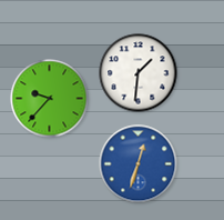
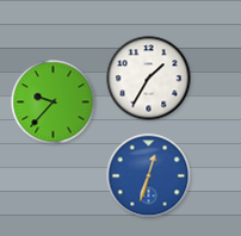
clock at (139, 73): 1:31 -> 1:35
clock at (50, 99) position: (50, 99) -> (54, 103)
